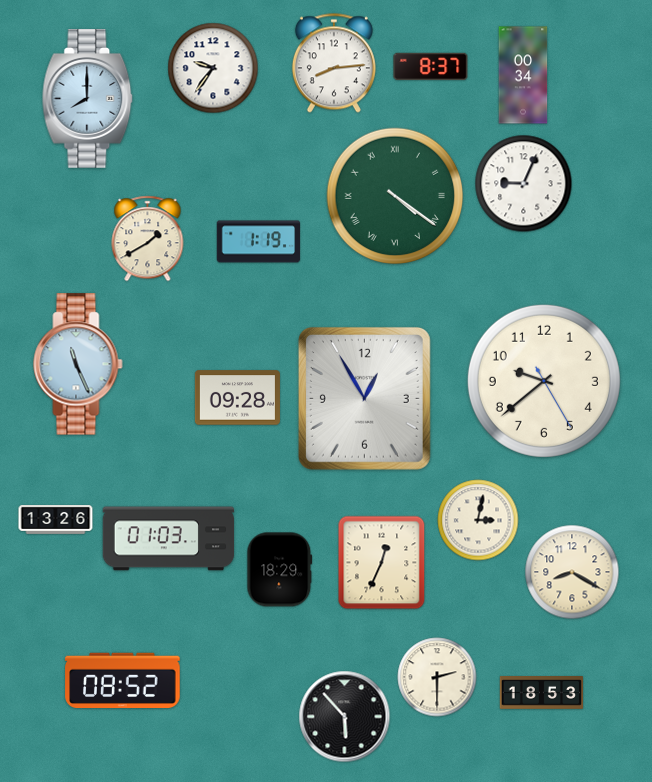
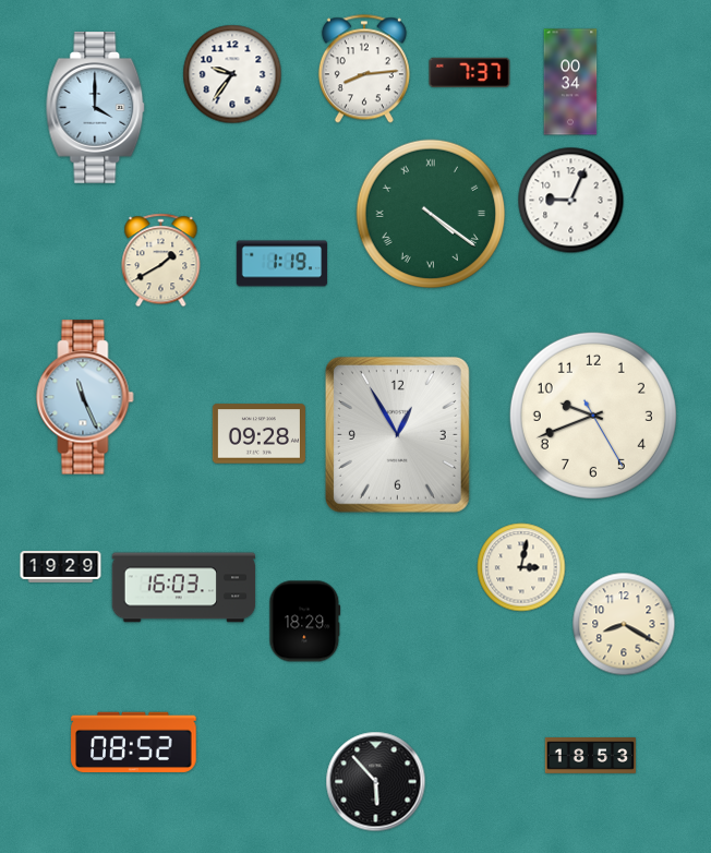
clock at (431, 66): 8:37 -> 7:37
clock at (88, 99): 8:00 -> 4:00
clock at (544, 381): 9:38 -> 9:41
clock at (56, 520): 13:26 -> 19:29
clock at (169, 539): 01:03 -> 16:03
clock at (382, 563): 12:34 -> none
clock at (437, 677): 2:30 -> none
